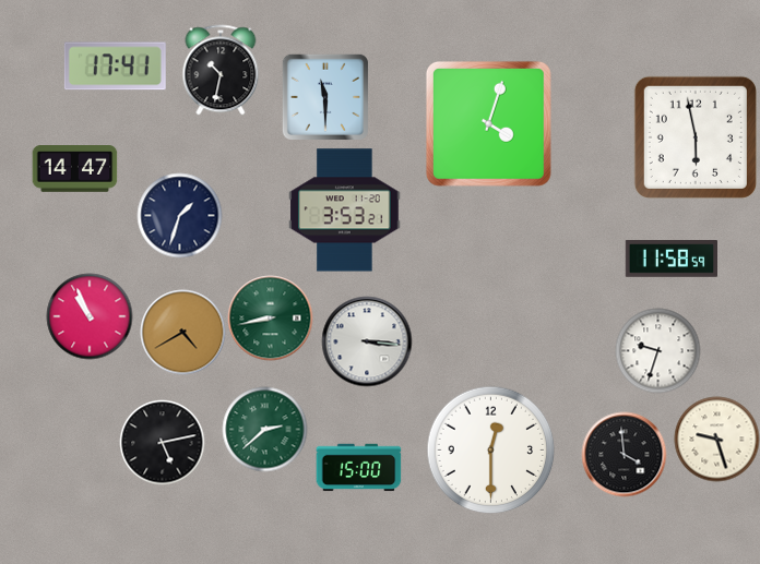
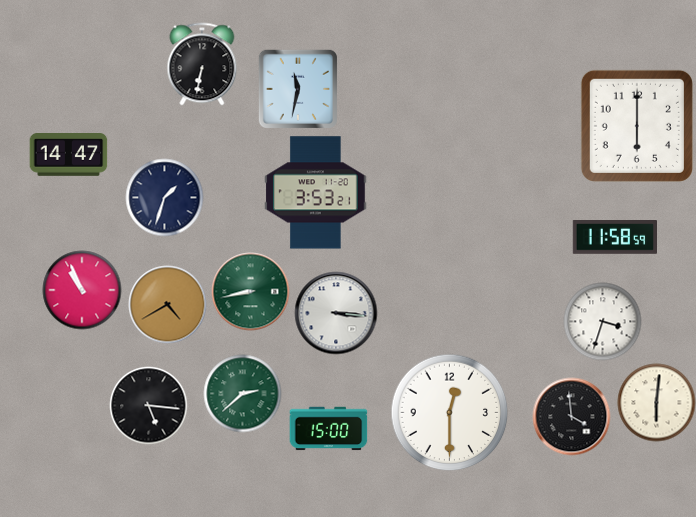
clock at (115, 67): 17:41 -> none
clock at (221, 70): 10:32 -> 6:32
clock at (325, 97): 11:30 -> 11:32
clock at (488, 123): 4:03 -> none
clock at (696, 137): 5:58 -> 6:00
clock at (270, 317) position: (270, 317) -> (250, 291)
clock at (657, 350): 9:33 -> 3:33
clock at (716, 439): 9:27 -> 6:01
clock at (162, 442): 5:13 -> 5:16
